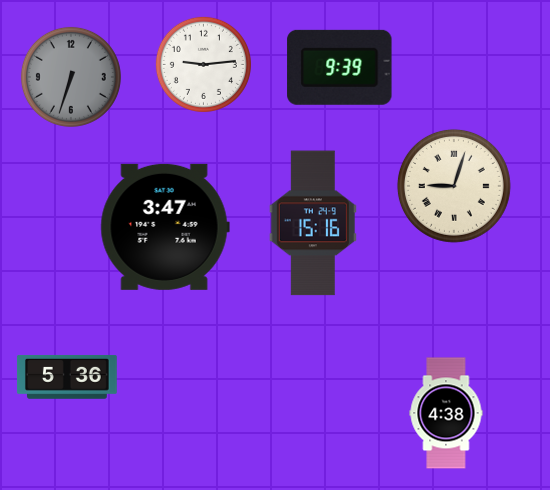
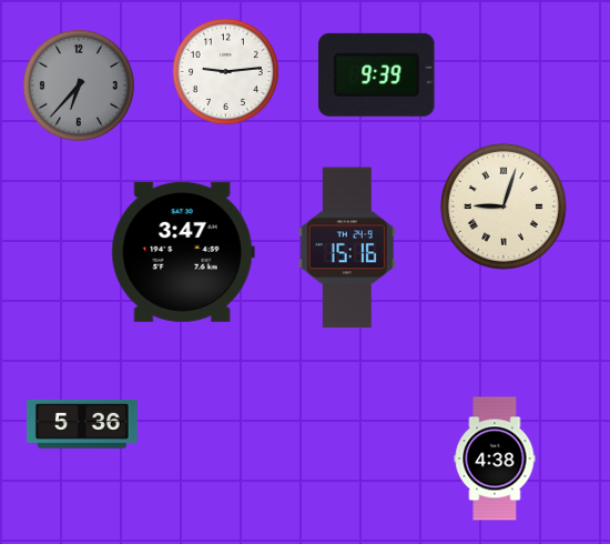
clock at (71, 77): 6:33 -> 6:37
clock at (67, 377) position: (67, 377) -> (82, 424)
